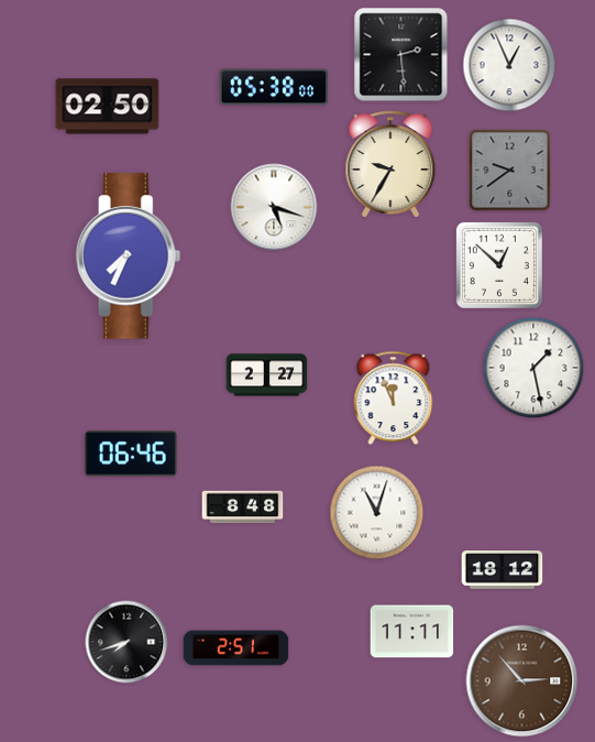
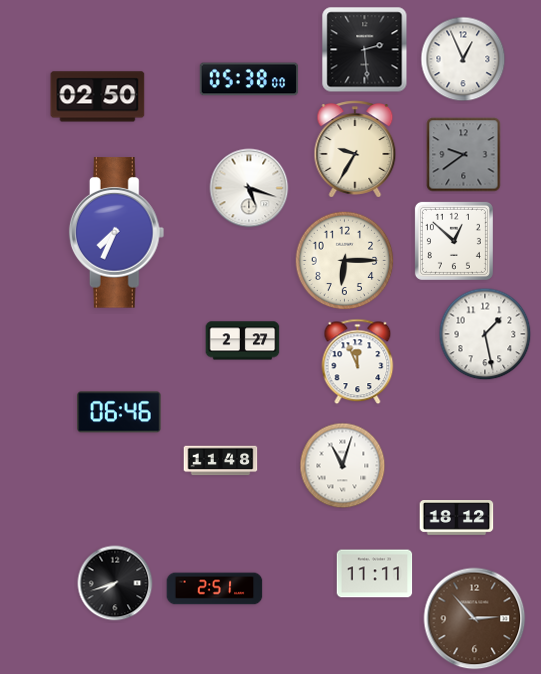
clock at (345, 261): none -> 6:15
clock at (243, 508): 8:48 -> 11:48
